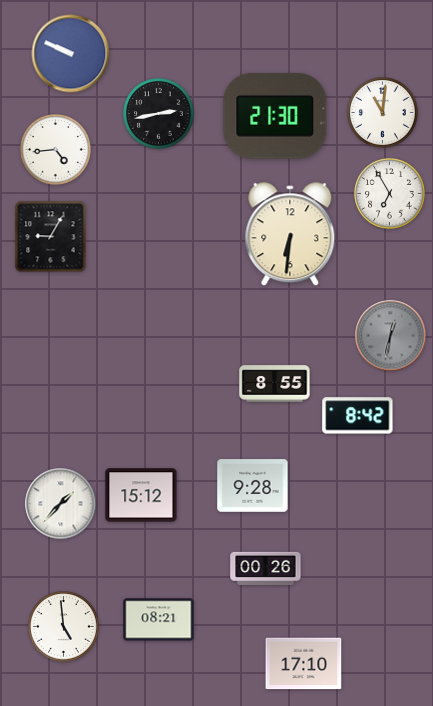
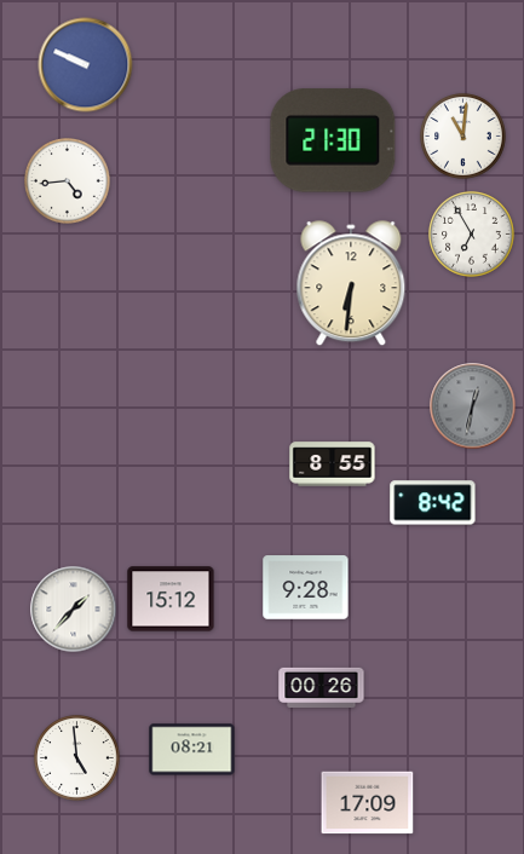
clock at (159, 114): 2:43 -> none
clock at (51, 237): 9:05 -> none
clock at (304, 664): 17:10 -> 17:09
